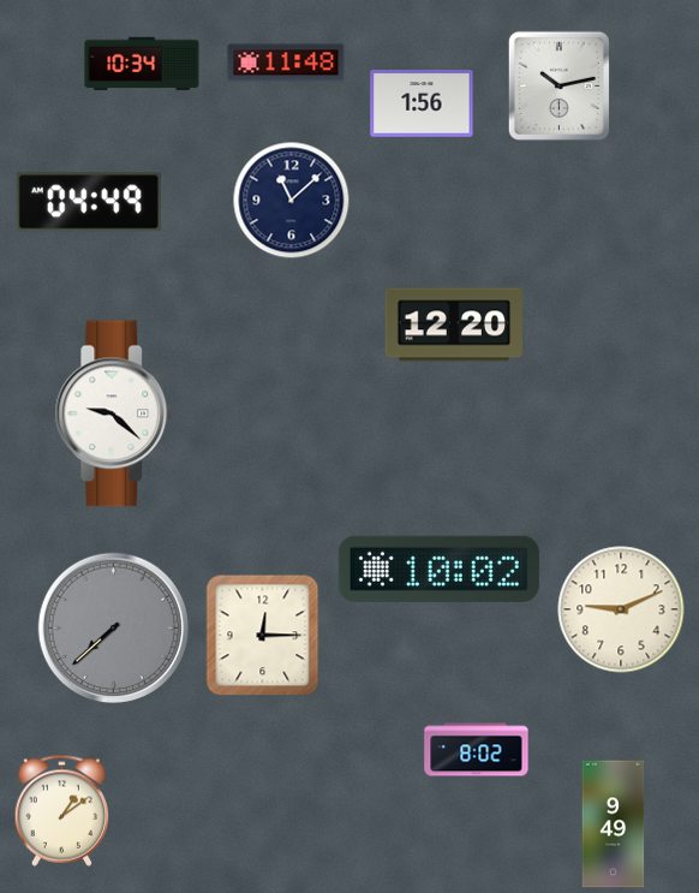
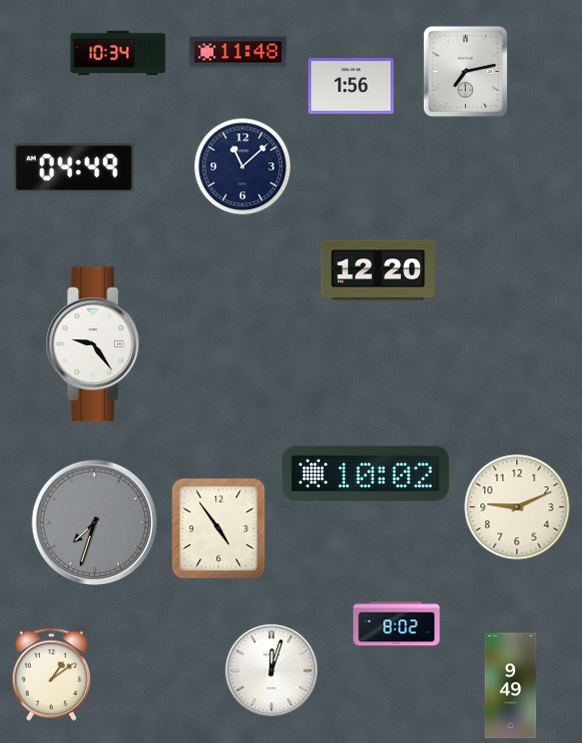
clock at (558, 85): 10:13 -> 7:13
clock at (114, 413): 9:22 -> 9:24
clock at (114, 629): 7:38 -> 7:33
clock at (263, 635): 12:15 -> 4:54
clock at (271, 670): none -> 12:03
